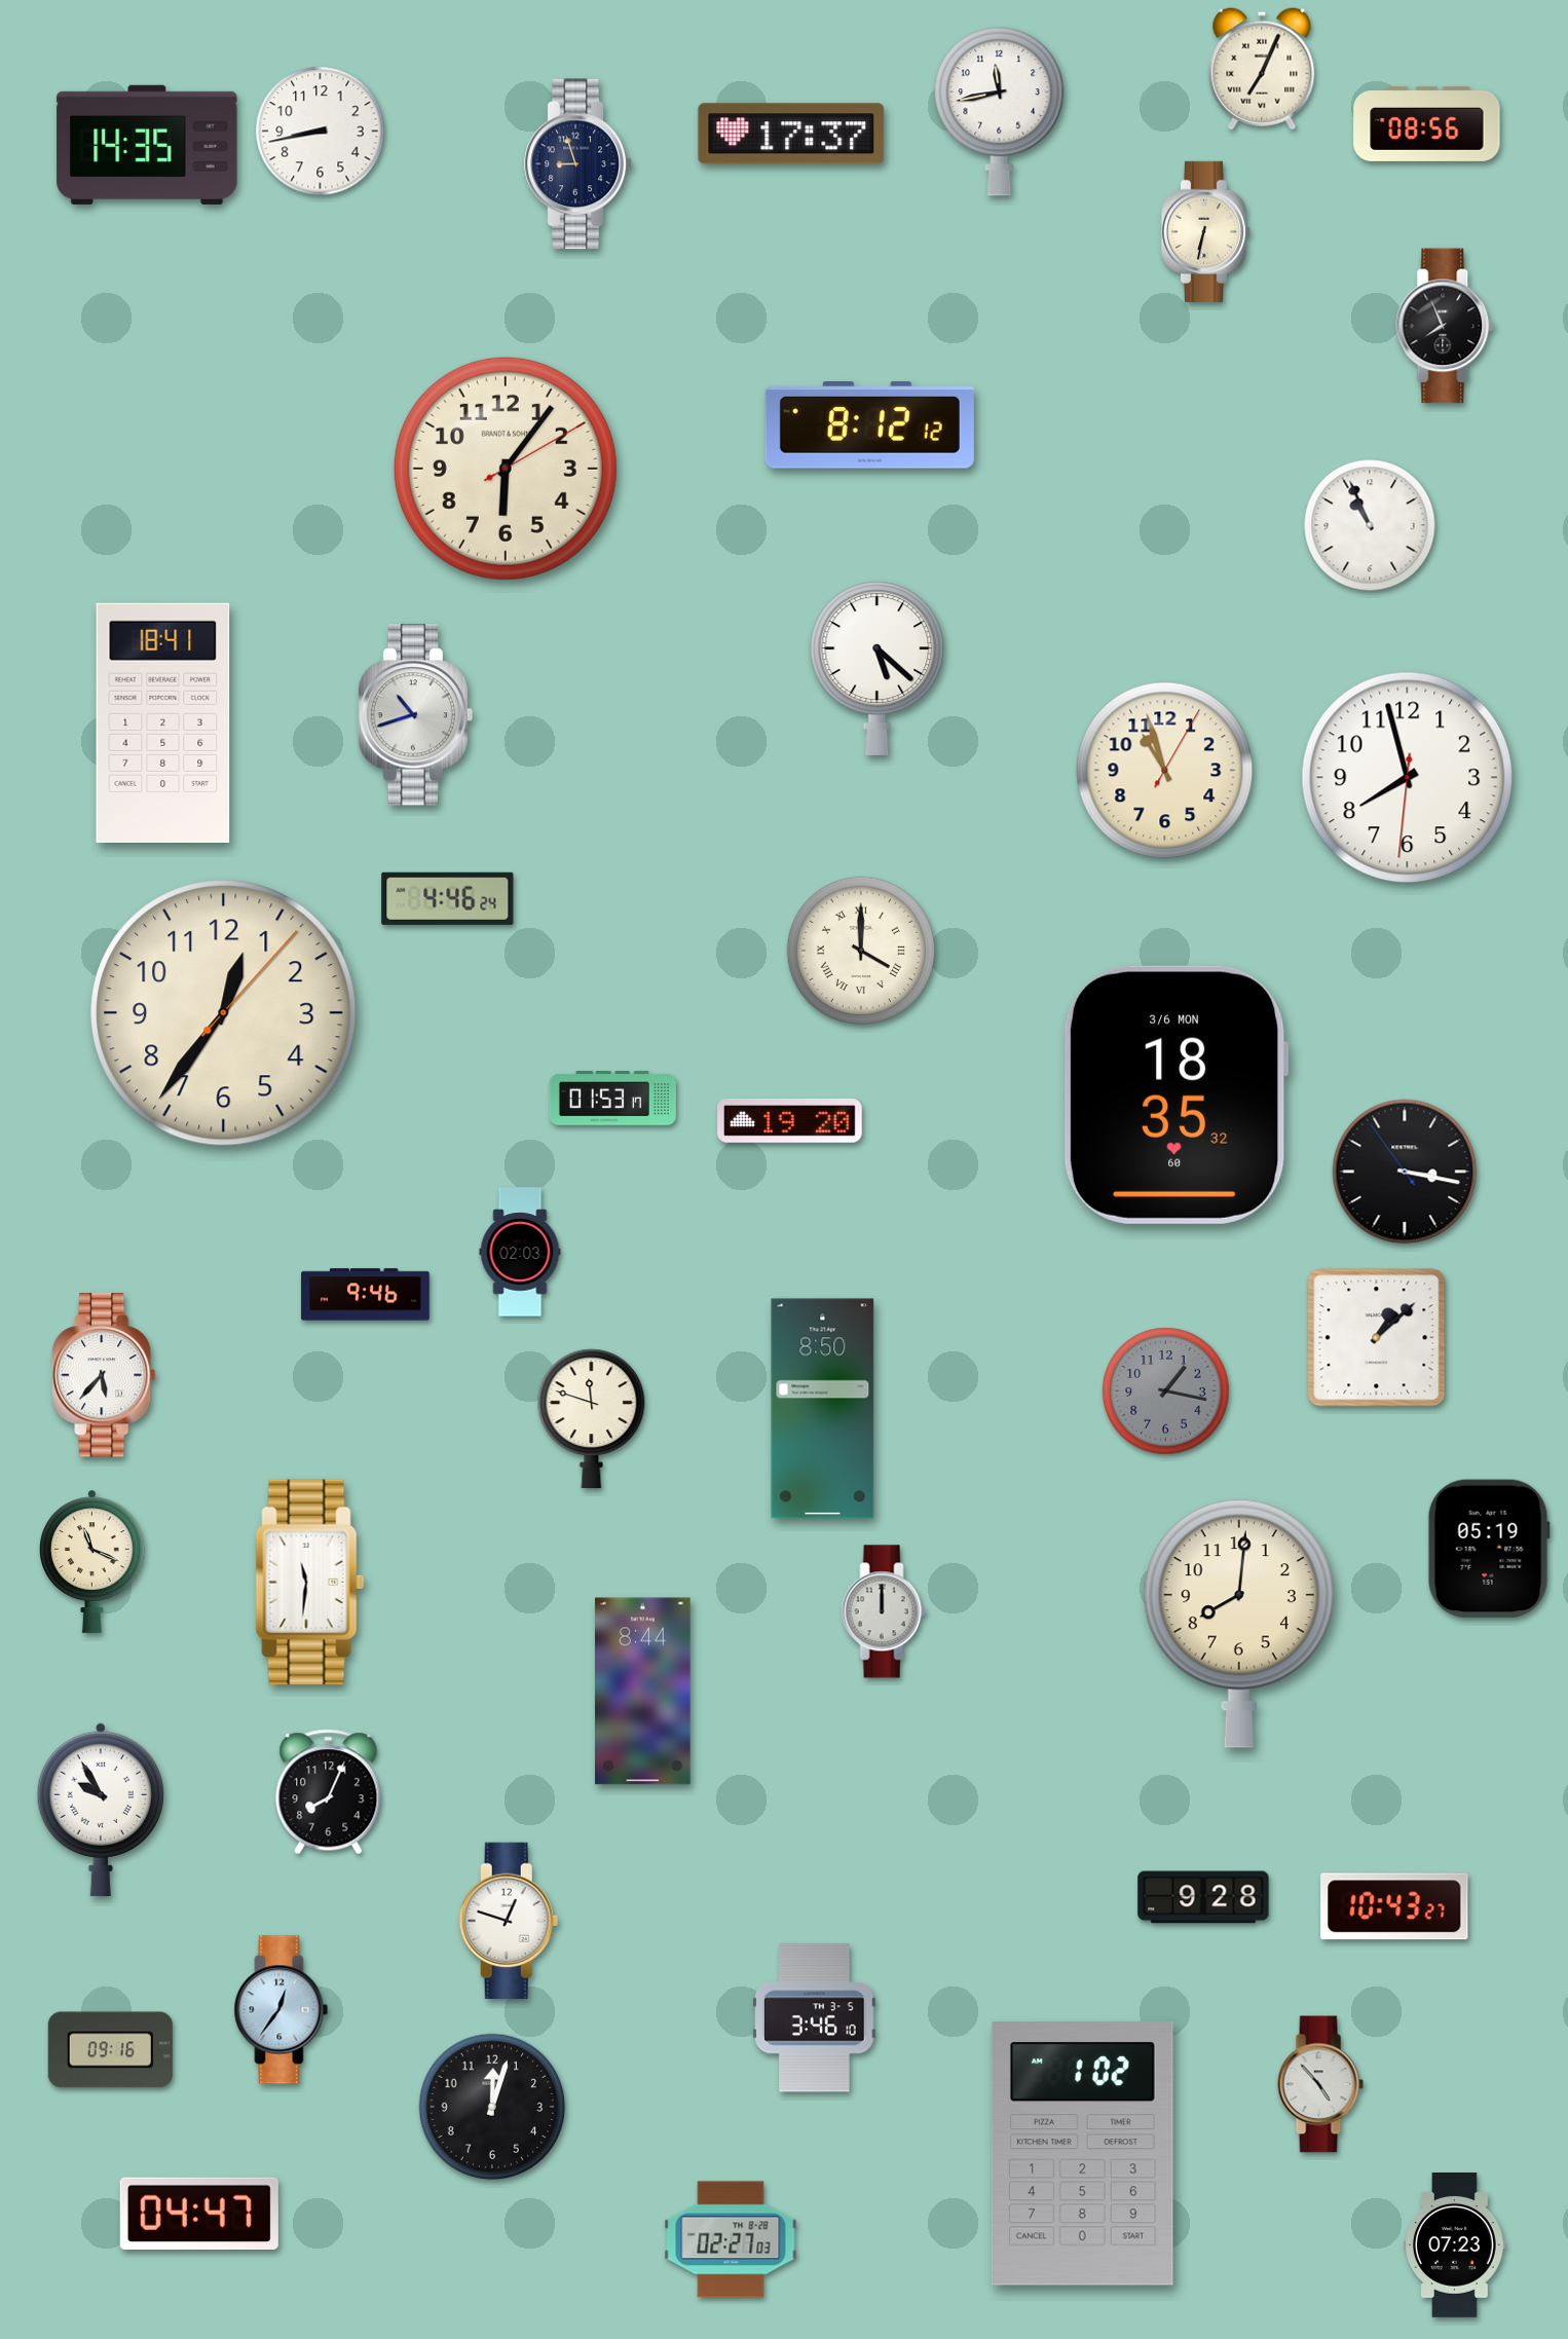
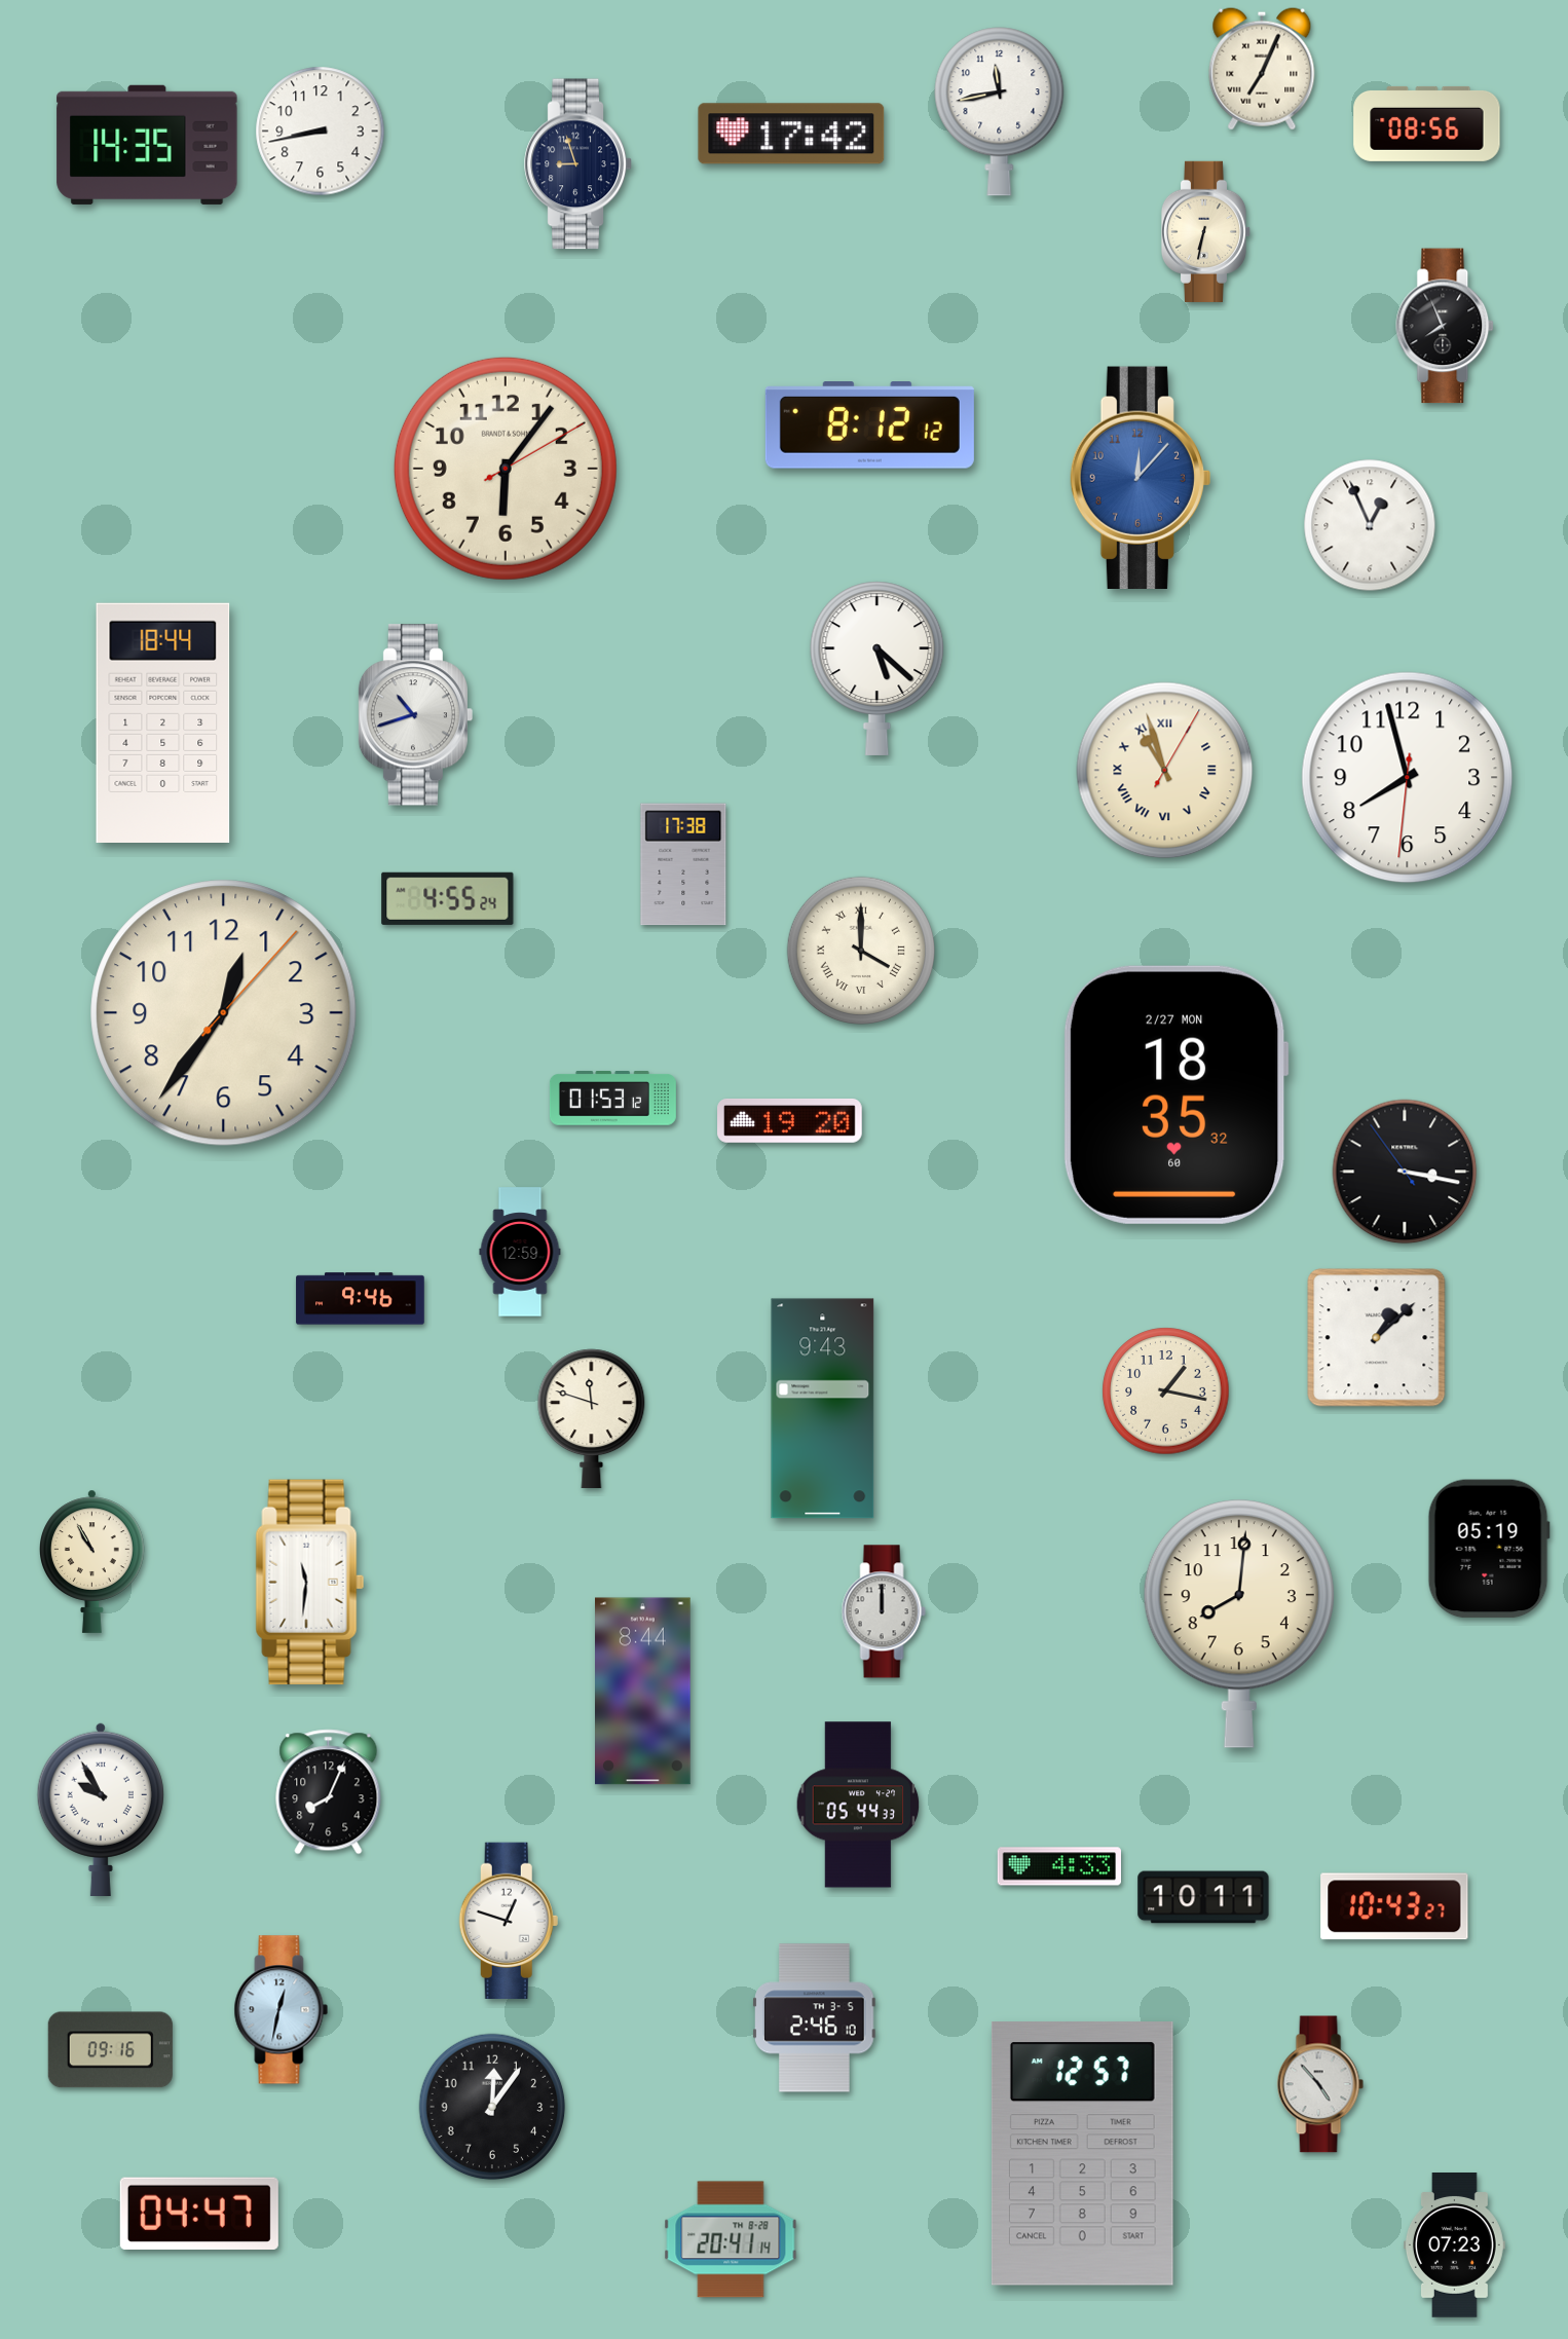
clock at (791, 134): 17:37 -> 17:42
clock at (1141, 477): none -> 12:07
clock at (1370, 525): 10:56 -> 12:56
clock at (163, 722): 18:41 -> 18:44
clock at (1165, 771) numerals: Arabic -> Roman
clock at (683, 864): none -> 17:38
clock at (448, 898): 4:46 -> 4:55
clock at (1175, 1094) date: 3/6 MON -> 2/27 MON
clock at (612, 1099): 01:53:17 -> 01:53:12
clock at (520, 1252): 02:03 -> 12:59
clock at (366, 1295) position: (366, 1295) -> (361, 1299)
clock at (104, 1375): 5:37 -> none
clock at (1166, 1391) dial: grey -> cream
clock at (823, 1409): 8:50 -> 9:43
clock at (92, 1561): 11:19 -> 10:55
clock at (858, 1805): none -> 05:44
clock at (1058, 1866): none -> 4:33
clock at (1203, 1897): 9:28 -> 10:11
clock at (282, 2010): 12:36 -> 12:32
clock at (815, 2018): 3:46 -> 2:46
clock at (492, 2107): 12:03 -> 12:06
clock at (1082, 2154): 1:02 -> 12:57
clock at (731, 2239): 02:27 -> 20:41
